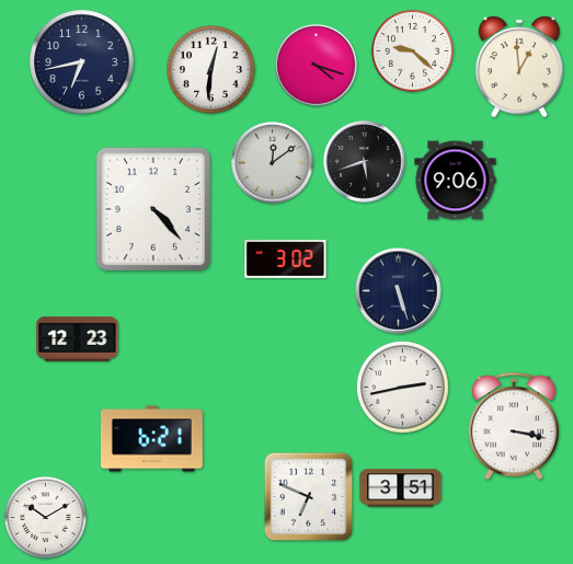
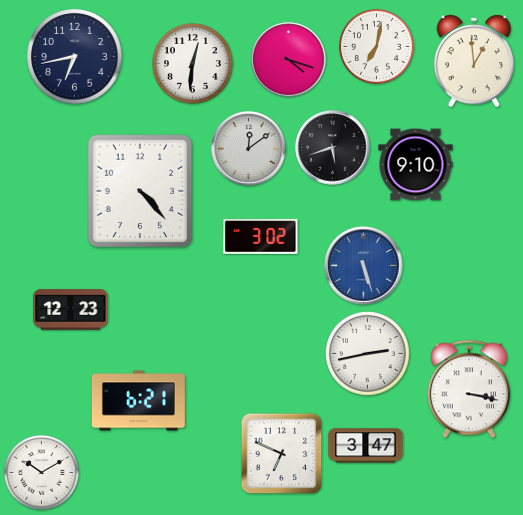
clock at (412, 50): 9:22 -> 7:02
clock at (456, 181): 9:06 -> 9:10
clock at (399, 291) dial: navy -> blue
clock at (401, 488): 3:51 -> 3:47
